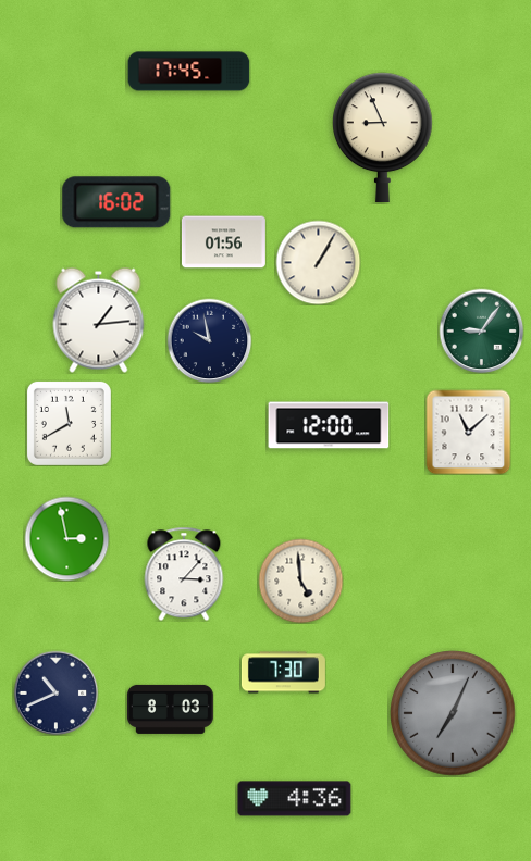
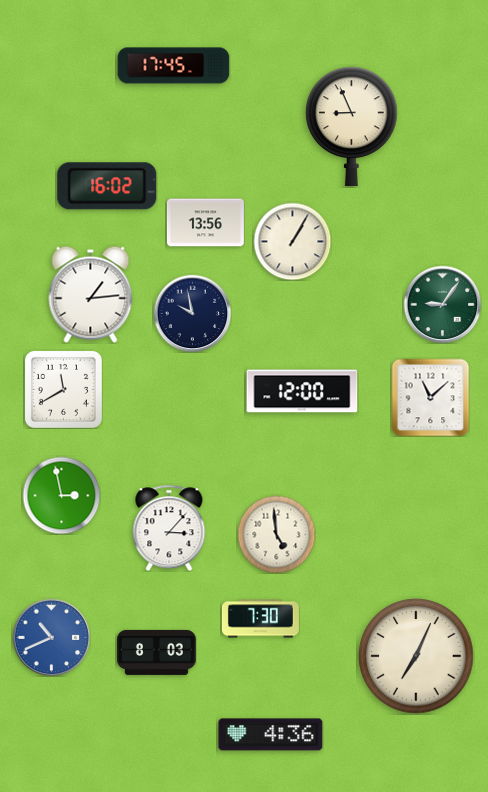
clock at (223, 242): 01:56 -> 13:56
clock at (55, 692) dial: navy -> blue
clock at (453, 713) dial: grey -> cream
